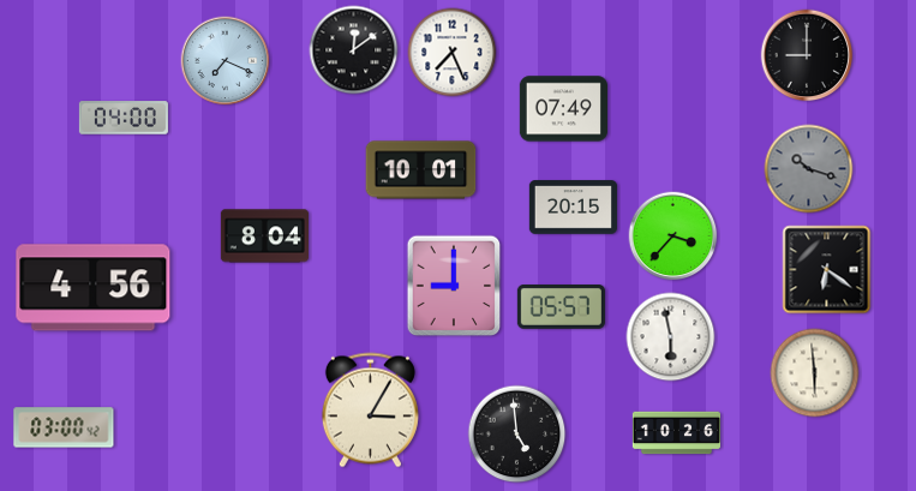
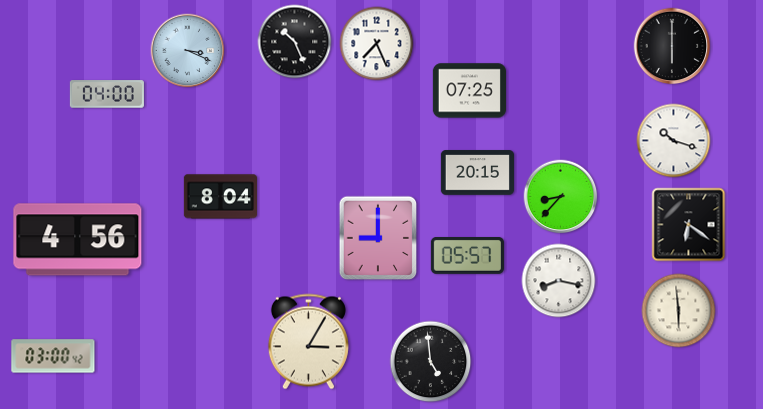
clock at (354, 50): 12:09 -> 10:26
clock at (807, 55): 9:00 -> 6:00
clock at (226, 61): 7:19 -> 3:19
clock at (563, 109): 07:49 -> 07:25
clock at (124, 118) position: (124, 118) -> (107, 94)
clock at (809, 169) dial: grey -> white
clock at (421, 170): 10:01 -> none
clock at (673, 236): 3:37 -> 8:37
clock at (671, 337): 5:58 -> 8:17
clock at (676, 433): 10:26 -> none
